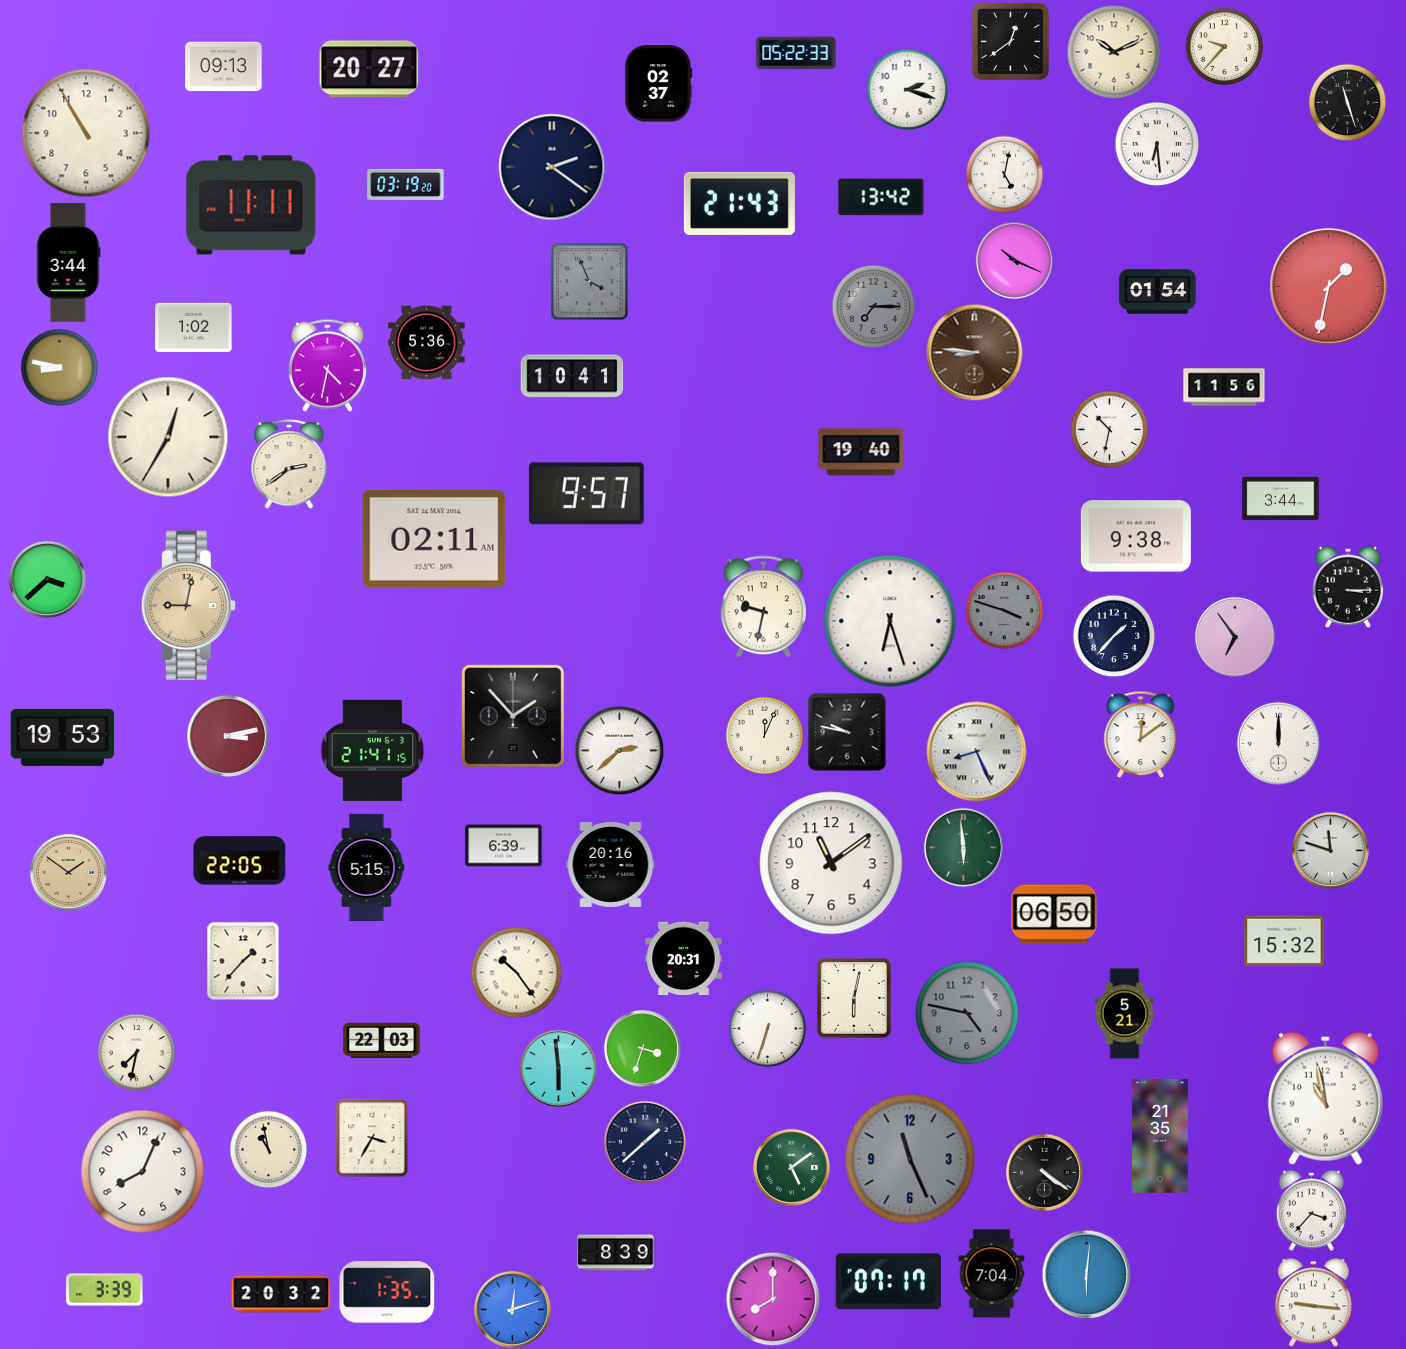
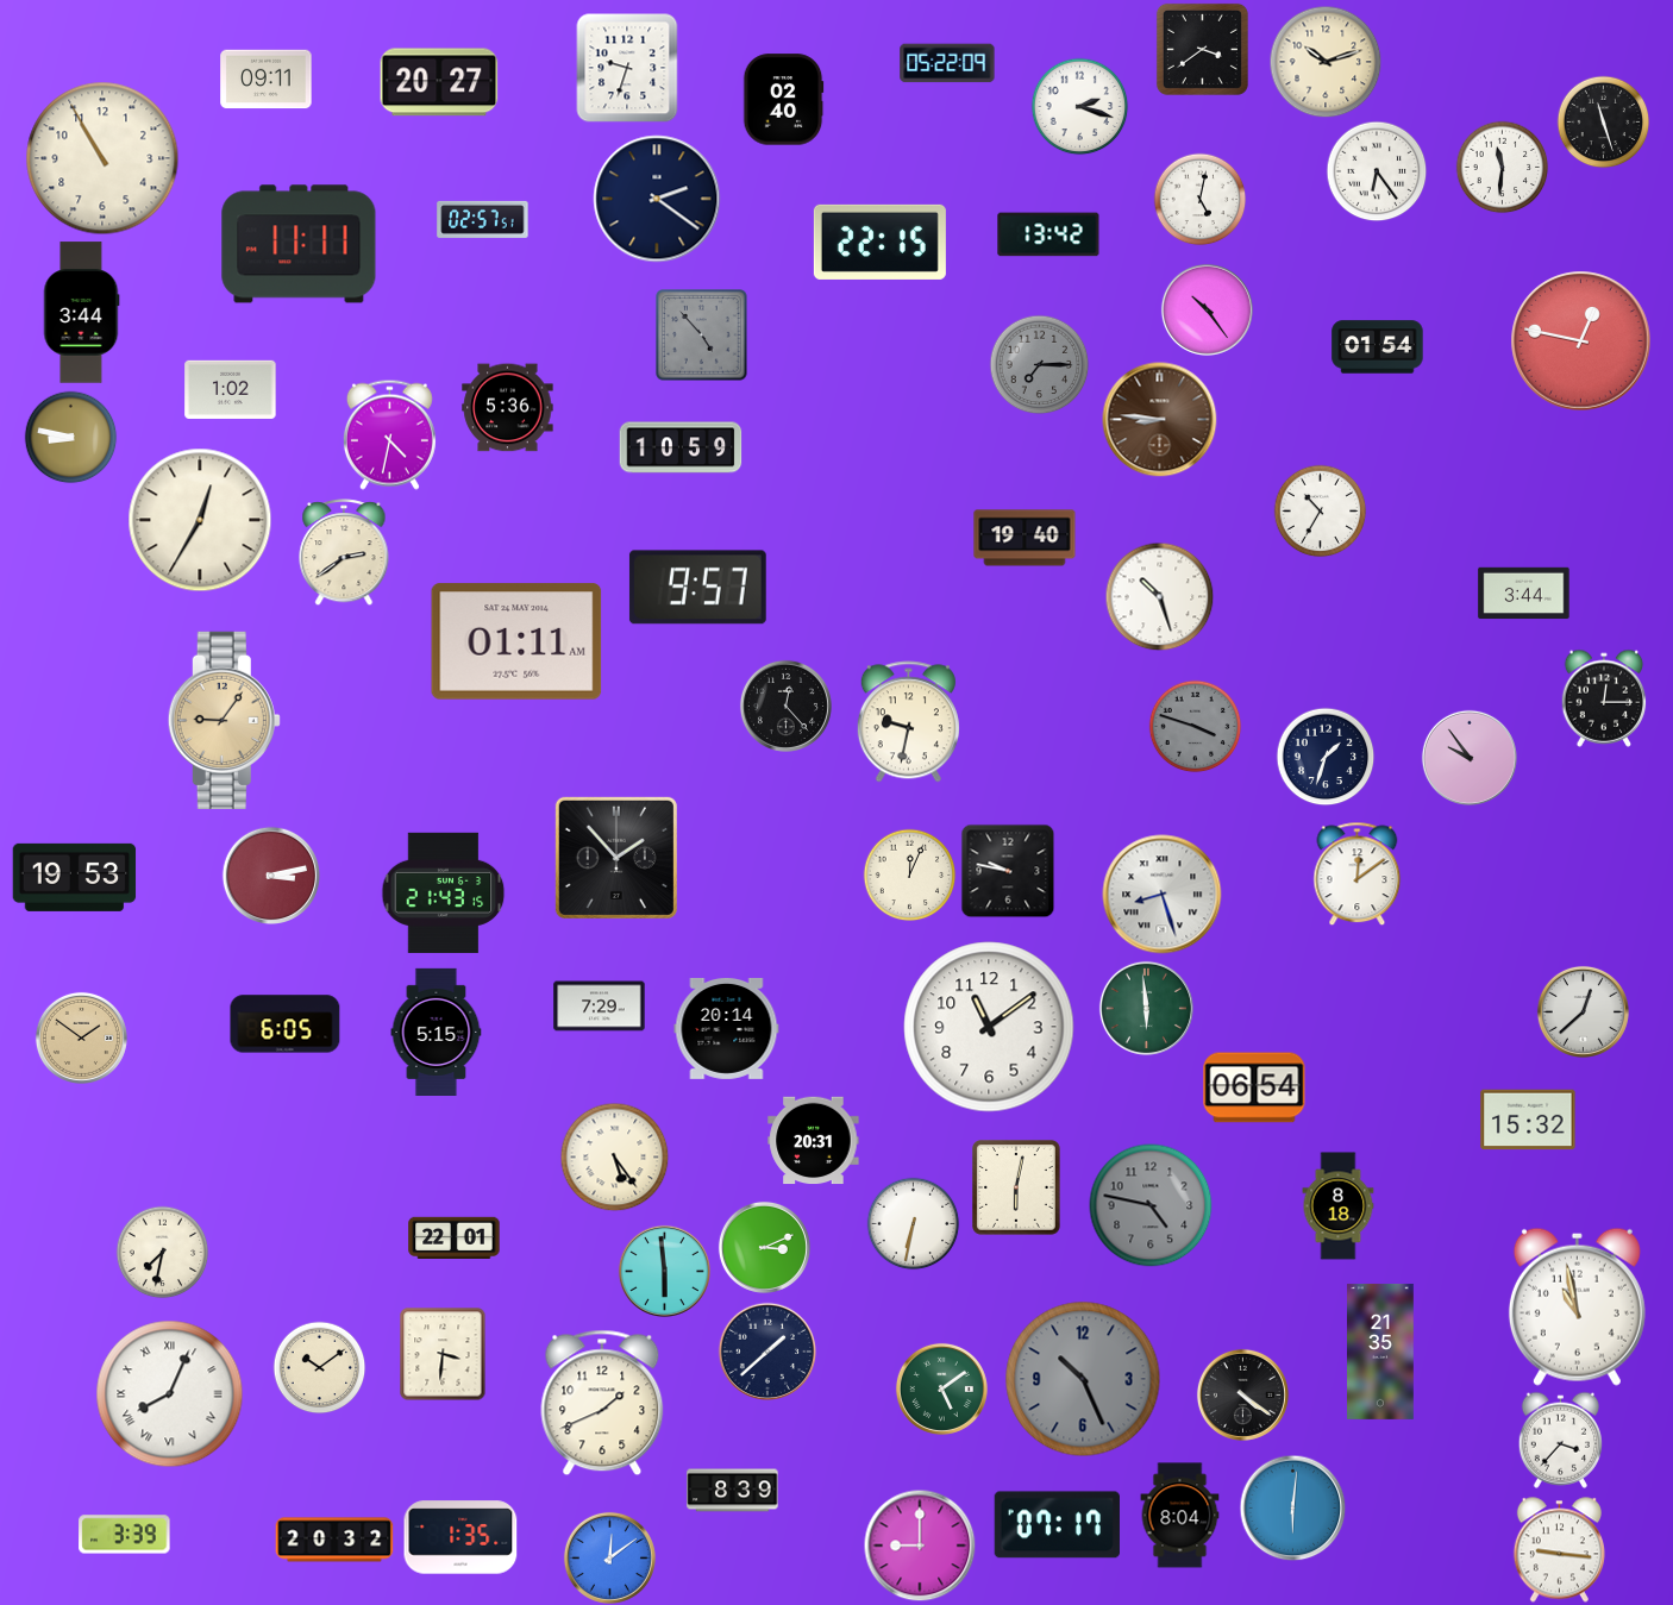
clock at (1010, 41): 12:39 -> 3:39
clock at (1224, 46): 9:37 -> none
clock at (1114, 52): 10:11 -> 10:12
clock at (796, 53): 05:22:33 -> 05:22:09
clock at (627, 68): none -> 9:33
clock at (224, 67): 09:13 -> 09:11
clock at (658, 84): 02:37 -> 02:40
clock at (1502, 167): none -> 11:31
clock at (1157, 144): 6:29 -> 6:24
clock at (1004, 174) position: (1004, 174) -> (1199, 199)
clock at (406, 184): 03:19 -> 02:57
clock at (739, 203): 21:43 -> 22:15
clock at (1014, 260): 10:19 -> 10:24
clock at (590, 282): 3:56 -> 4:53
clock at (1329, 287): 1:32 -> 12:47
clock at (572, 376): 10:41 -> 10:59
clock at (1224, 387): 11:56 -> none
clock at (1109, 429): 10:32 -> 10:35
clock at (1159, 596): none -> 10:27
clock at (1136, 536): 9:38 -> none
clock at (434, 539): 02:11 -> 01:11
clock at (47, 579): 3:38 -> none
clock at (1348, 587): 3:15 -> 12:15
clock at (785, 706): none -> 12:23
clock at (188, 605): 9:02 -> 9:06
clock at (890, 621): 6:27 -> none
clock at (1114, 636): 1:37 -> 1:33
clock at (1235, 637): 6:54 -> 9:54
clock at (513, 716) position: (513, 716) -> (616, 858)
clock at (1278, 743): 12:00 -> none
clock at (373, 750): 21:41 -> 21:43
clock at (619, 750): 2:38 -> none
clock at (977, 752): 8:26 -> 8:27
clock at (504, 846): 6:39 -> 7:29
clock at (1330, 850): 11:48 -> 12:38
clock at (240, 861): 22:05 -> 6:05
clock at (611, 864): 20:16 -> 20:14
clock at (1054, 914): 06:50 -> 06:54
clock at (243, 961): 1:37 -> none
clock at (516, 972): 10:24 -> 5:24
clock at (1125, 1014): 5:21 -> 8:18
clock at (767, 1028): 6:33 -> 6:32
clock at (382, 1041): 22:03 -> 22:01
clock at (642, 1048): 3:33 -> 3:11
clock at (372, 1138): 3:35 -> 3:31
clock at (644, 1141) position: (644, 1141) -> (766, 1350)
clock at (268, 1149): 10:58 -> 10:09
clock at (910, 1159): 11:26 -> 10:26
clock at (143, 1172) numerals: Arabic -> Roman
clock at (602, 1403): none -> 1:41
clock at (992, 1274): 7:04 -> 8:04
clock at (1086, 1274) position: (1086, 1274) -> (1292, 1507)
clock at (773, 1299): 8:00 -> 9:00
clock at (1313, 1303) position: (1313, 1303) -> (1559, 1550)
clock at (512, 1309): 12:12 -> 12:09
